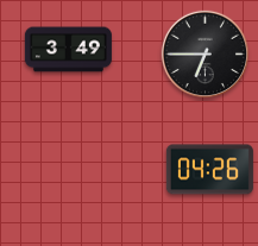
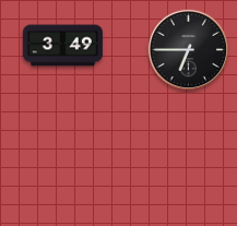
clock at (209, 170): 04:26 -> none
